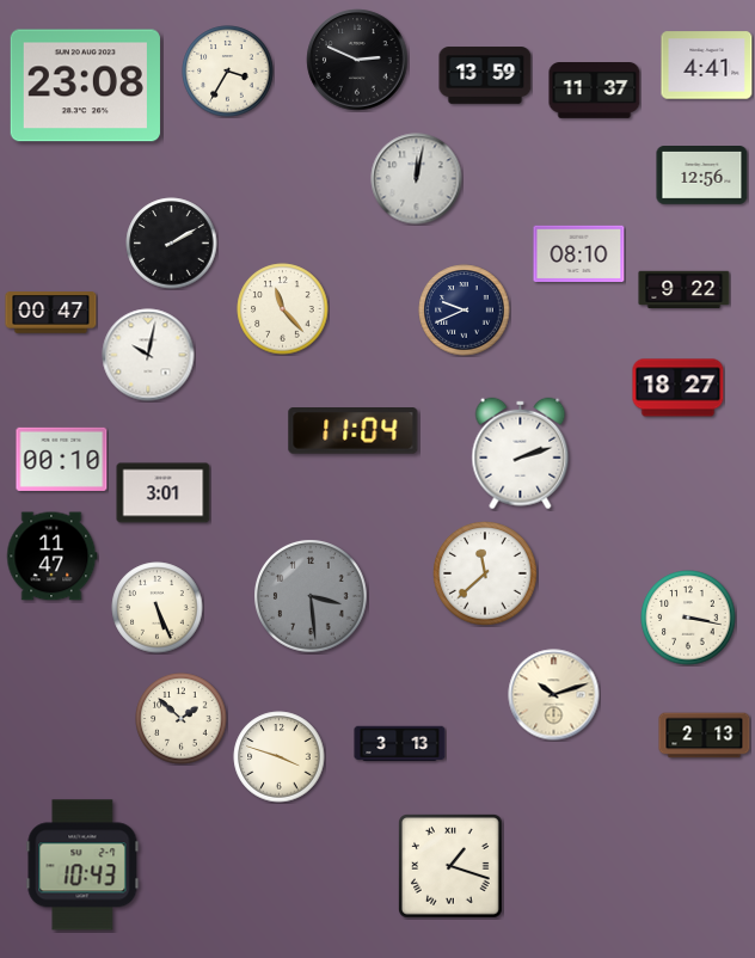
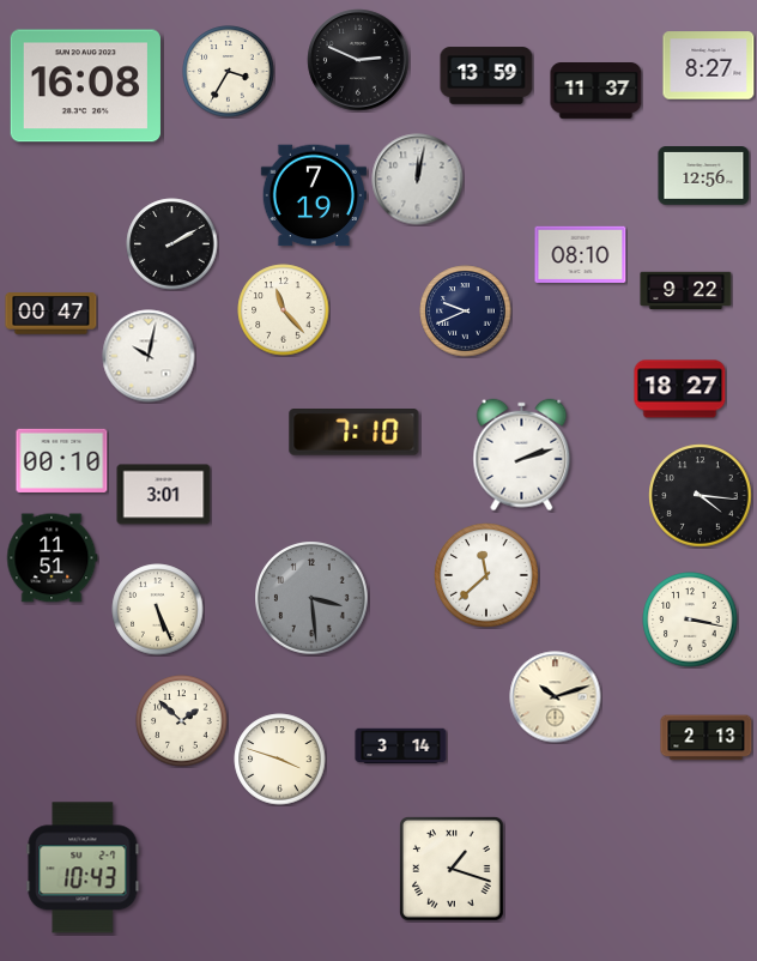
clock at (707, 66): 4:41 -> 8:27
clock at (85, 86): 23:08 -> 16:08
clock at (313, 195): none -> 7:19
clock at (354, 431): 11:04 -> 7:10
clock at (701, 496): none -> 4:16
clock at (53, 557): 11:47 -> 11:51
clock at (400, 744): 3:13 -> 3:14
